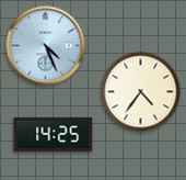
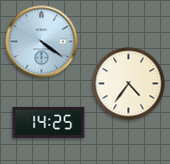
clock at (46, 46): 4:26 -> 4:21
